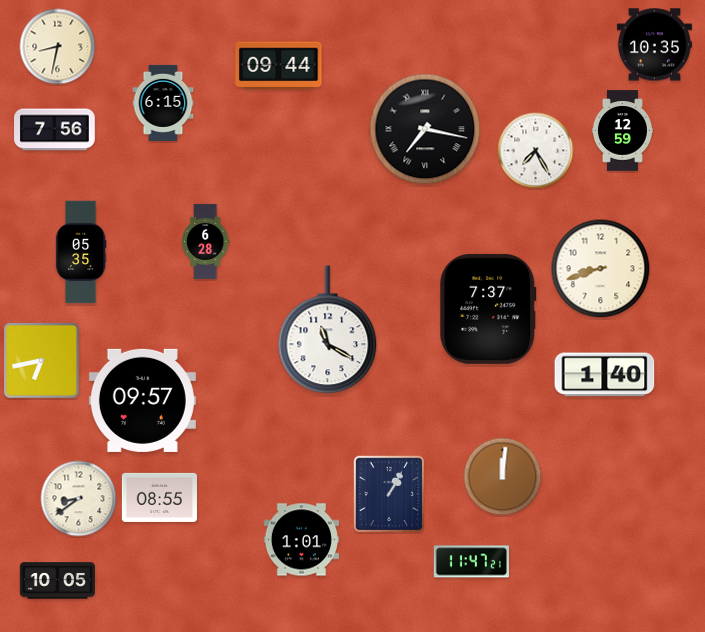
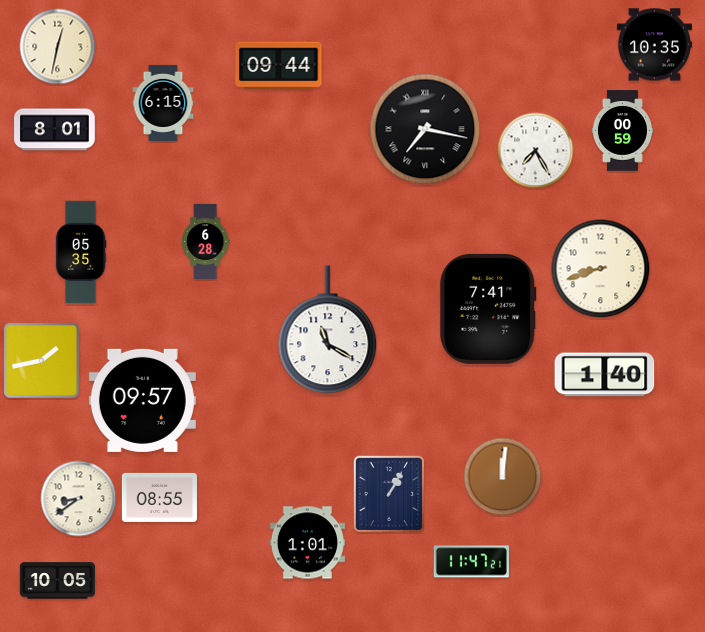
clock at (58, 47): 8:32 -> 12:32
clock at (55, 130): 7:56 -> 8:01
clock at (622, 131): 12:59 -> 00:59
clock at (488, 309): 7:37 -> 7:41
clock at (42, 361): 6:43 -> 1:43
clock at (301, 540) position: (301, 540) -> (307, 543)
